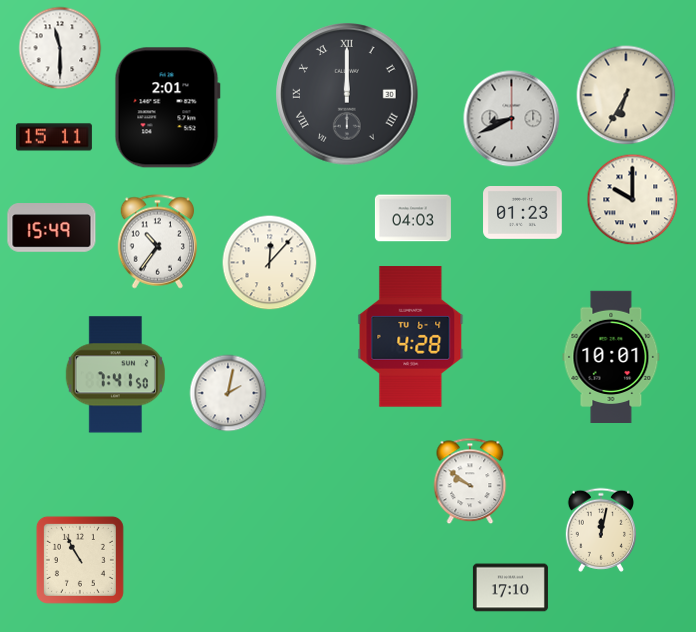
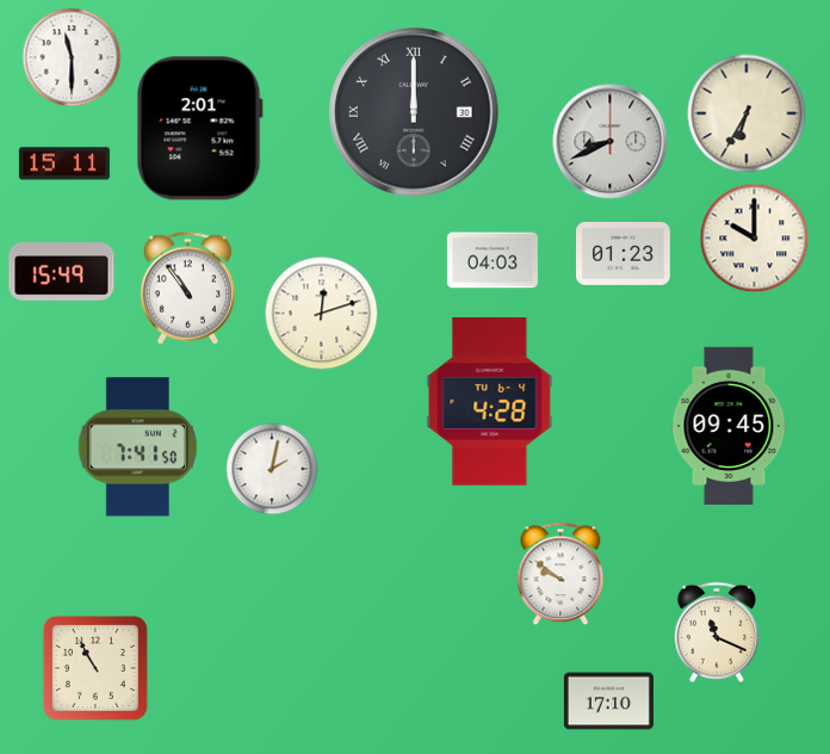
clock at (158, 242): 10:36 -> 10:54
clock at (270, 263): 12:07 -> 12:12
clock at (611, 356): 10:01 -> 09:45
clock at (600, 530): 12:02 -> 11:19
